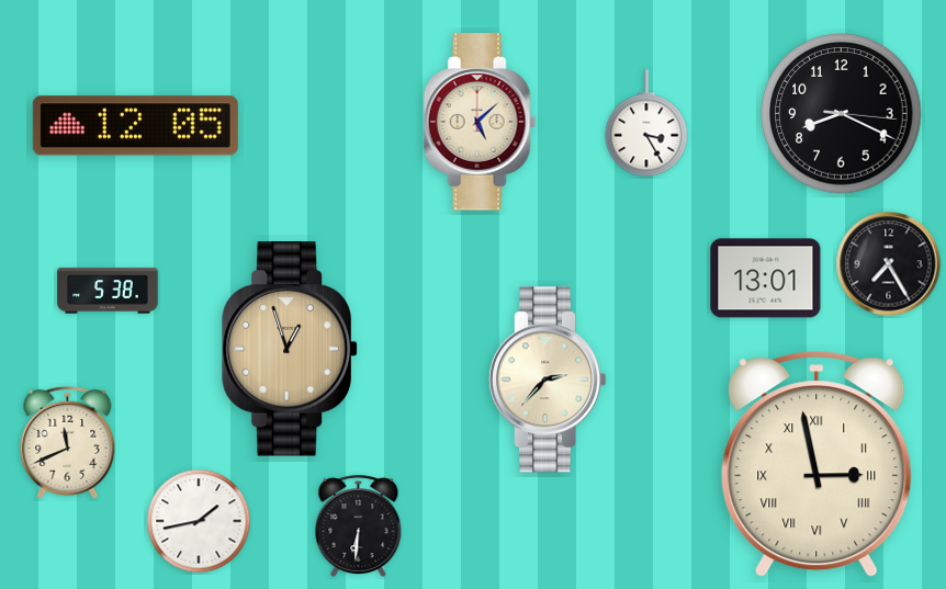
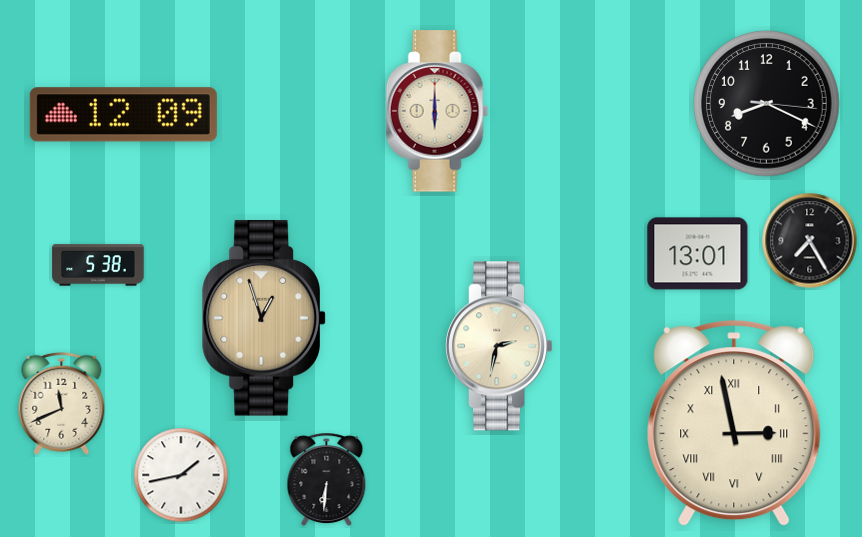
clock at (480, 122): 5:08 -> 6:00
clock at (646, 123): 3:25 -> none
clock at (135, 126): 12:05 -> 12:09
clock at (549, 380): 2:37 -> 2:32
clock at (817, 465) position: (817, 465) -> (734, 424)
